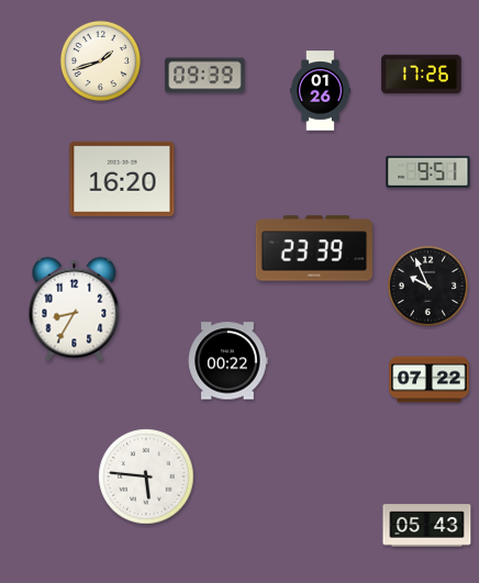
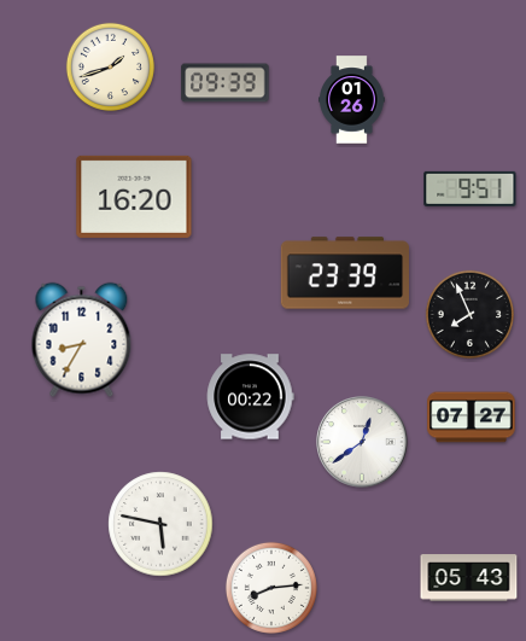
clock at (422, 75): 17:26 -> none
clock at (427, 285): 9:56 -> 7:56
clock at (430, 380): 07:22 -> 07:27
clock at (362, 442): none -> 12:39
clock at (146, 477): 5:46 -> 5:47
clock at (271, 588): none -> 8:14
